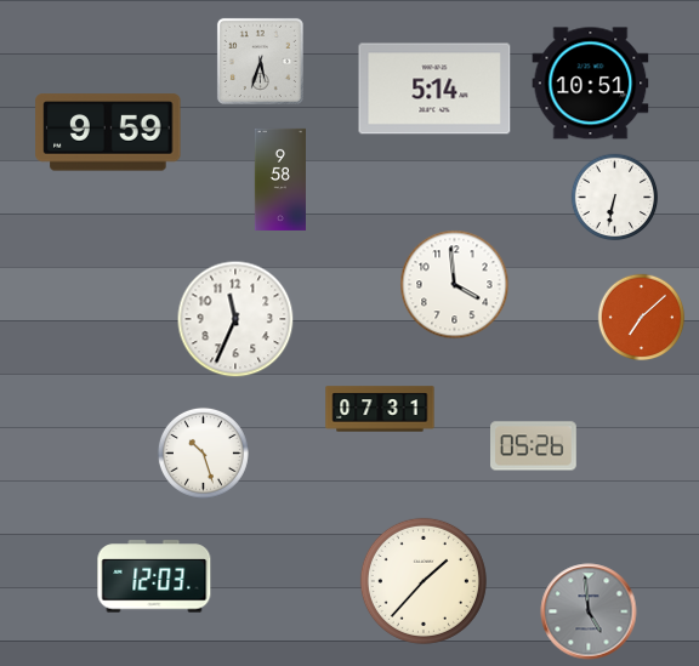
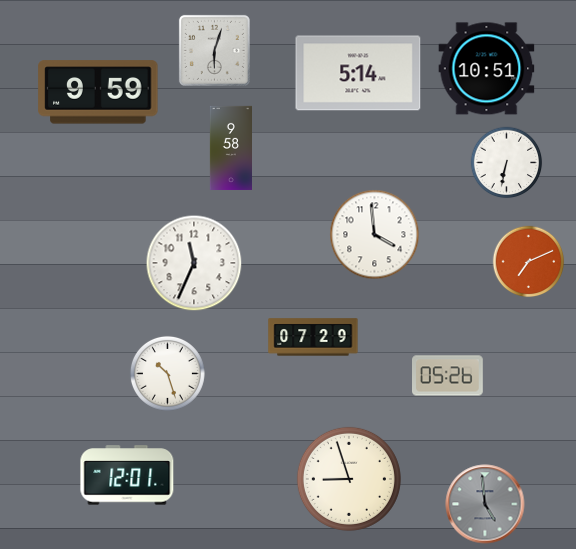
clock at (260, 61): 5:33 -> 6:03
clock at (108, 132) position: (108, 132) -> (98, 92)
clock at (642, 318): 7:08 -> 7:11
clock at (380, 409): 07:31 -> 07:29
clock at (534, 446) position: (534, 446) -> (448, 376)
clock at (154, 576): 12:03 -> 12:01
clock at (424, 581): 1:37 -> 8:57
